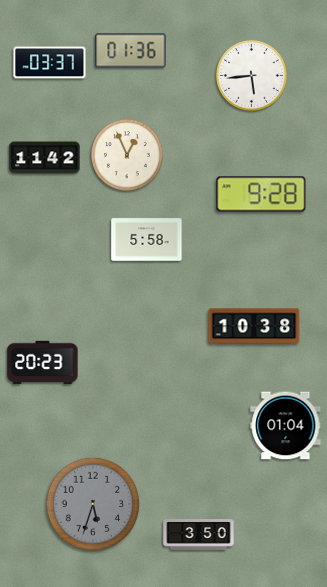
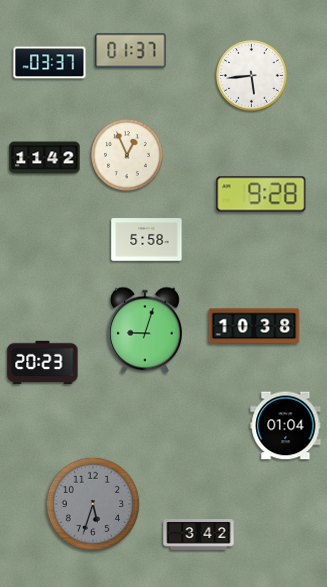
clock at (131, 51): 01:36 -> 01:37
clock at (145, 330): none -> 9:03
clock at (199, 535): 3:50 -> 3:42
